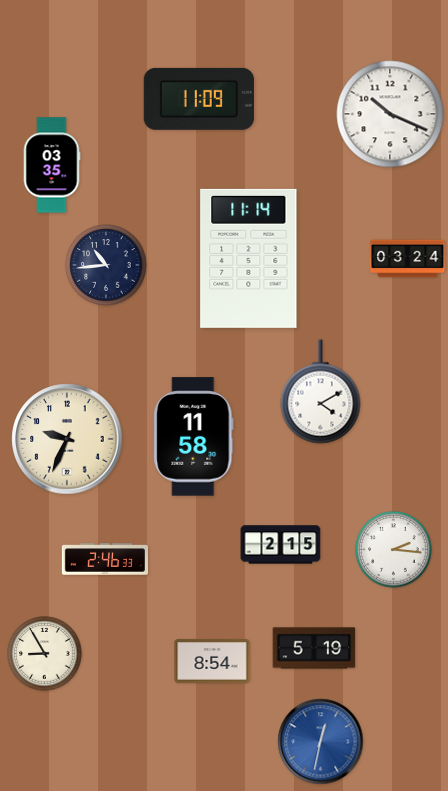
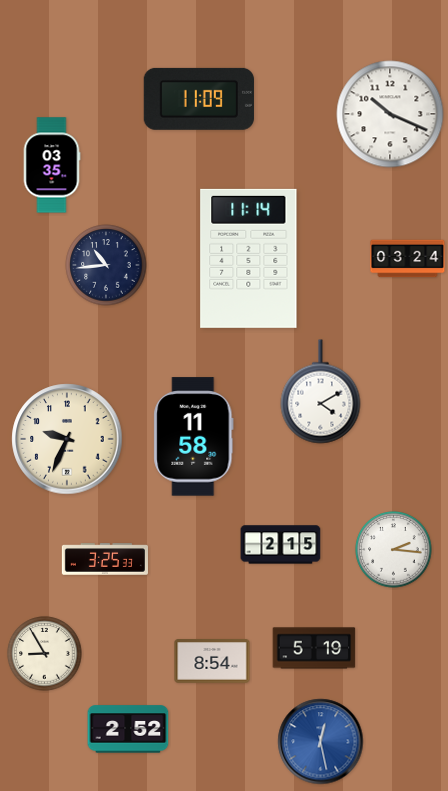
clock at (104, 559): 2:46 -> 3:25
clock at (128, 729): none -> 2:52
clock at (321, 742): 12:32 -> 12:28
